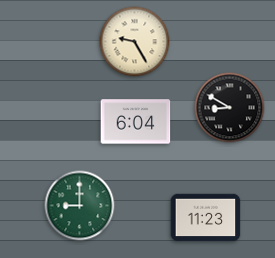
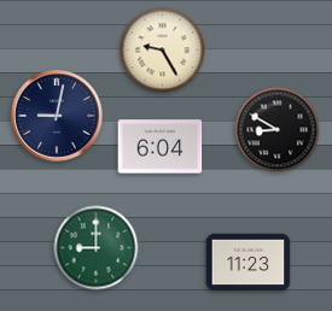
clock at (57, 116): none -> 9:02
clock at (136, 122) position: (136, 122) -> (161, 147)
